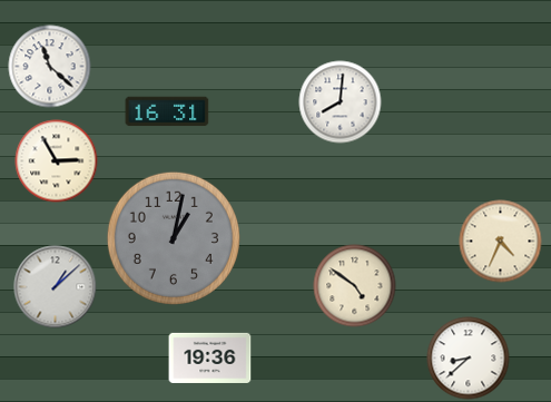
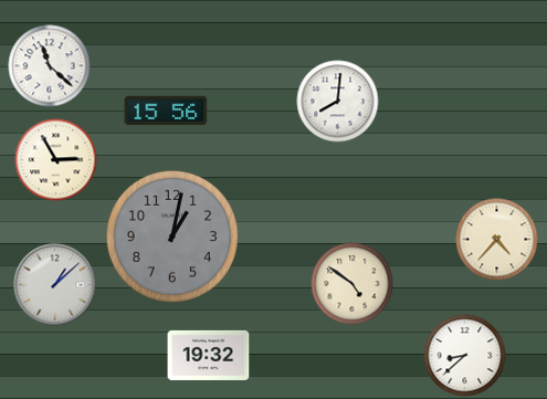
clock at (167, 111): 16:31 -> 15:56
clock at (501, 242): 4:34 -> 4:37
clock at (210, 357): 19:36 -> 19:32
